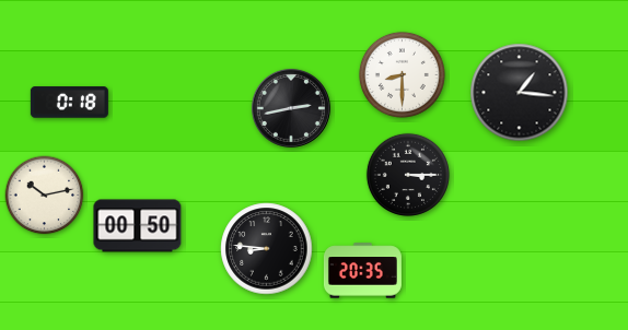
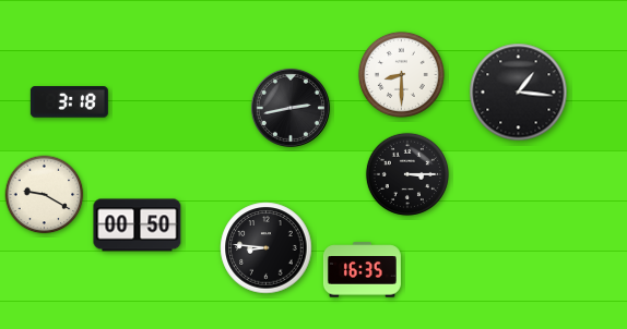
clock at (69, 103): 0:18 -> 3:18
clock at (45, 196): 10:13 -> 9:20
clock at (362, 271): 20:35 -> 16:35
